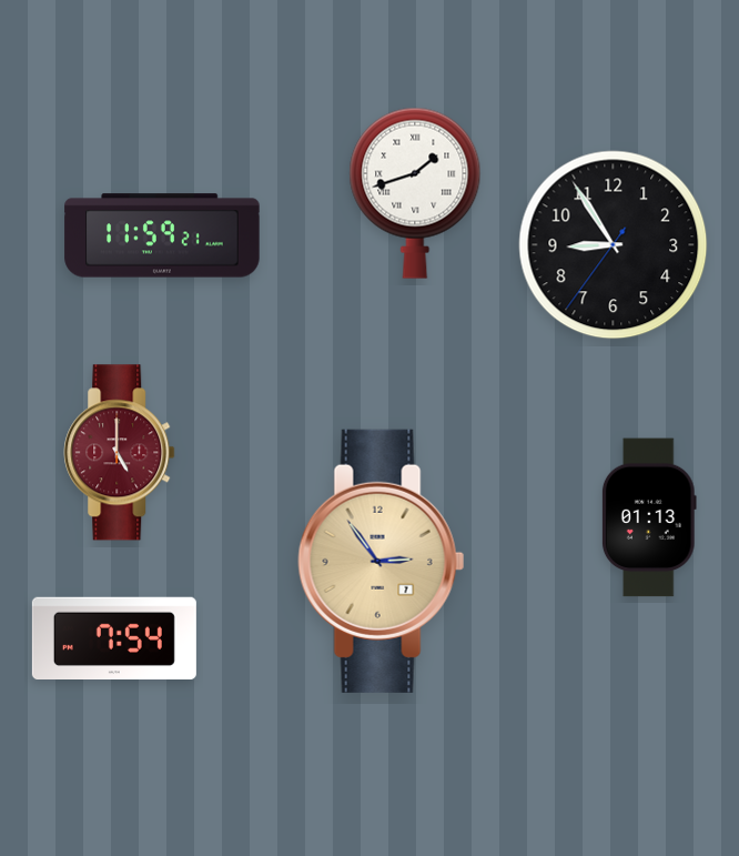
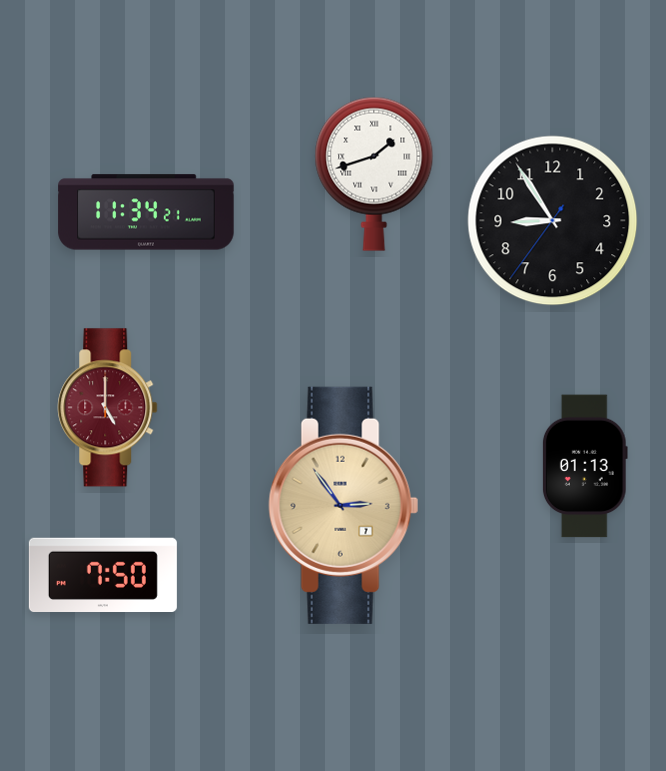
clock at (162, 235): 11:59 -> 11:34
clock at (114, 637): 7:54 -> 7:50
